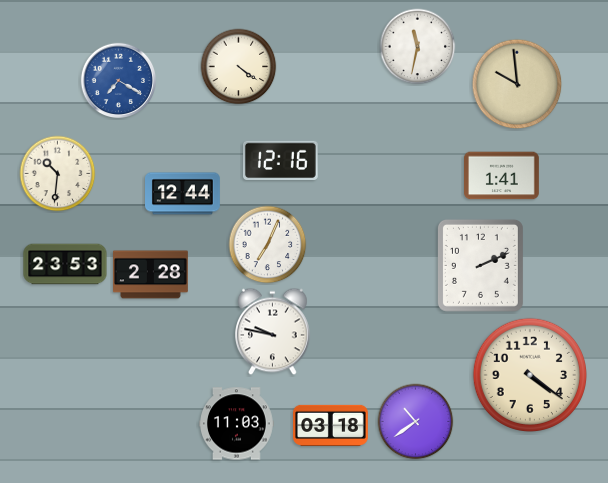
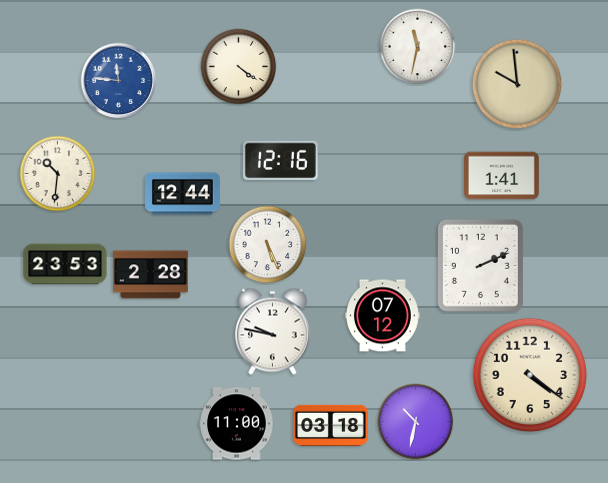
clock at (118, 80): 7:20 -> 11:46
clock at (268, 245): 7:04 -> 5:26
clock at (383, 316): none -> 07:12
clock at (416, 422): 10:39 -> 10:32
clock at (237, 424): 11:03 -> 11:00
